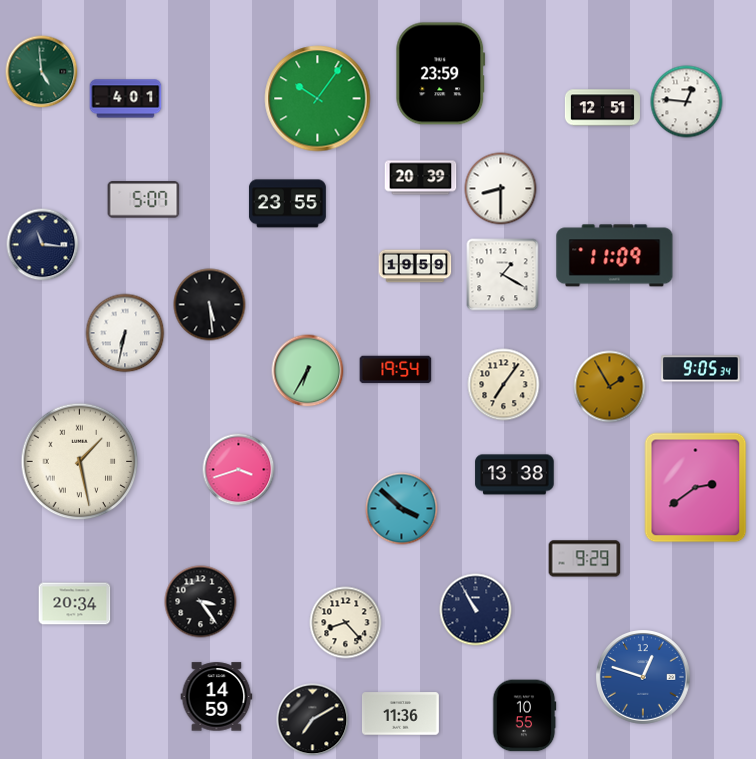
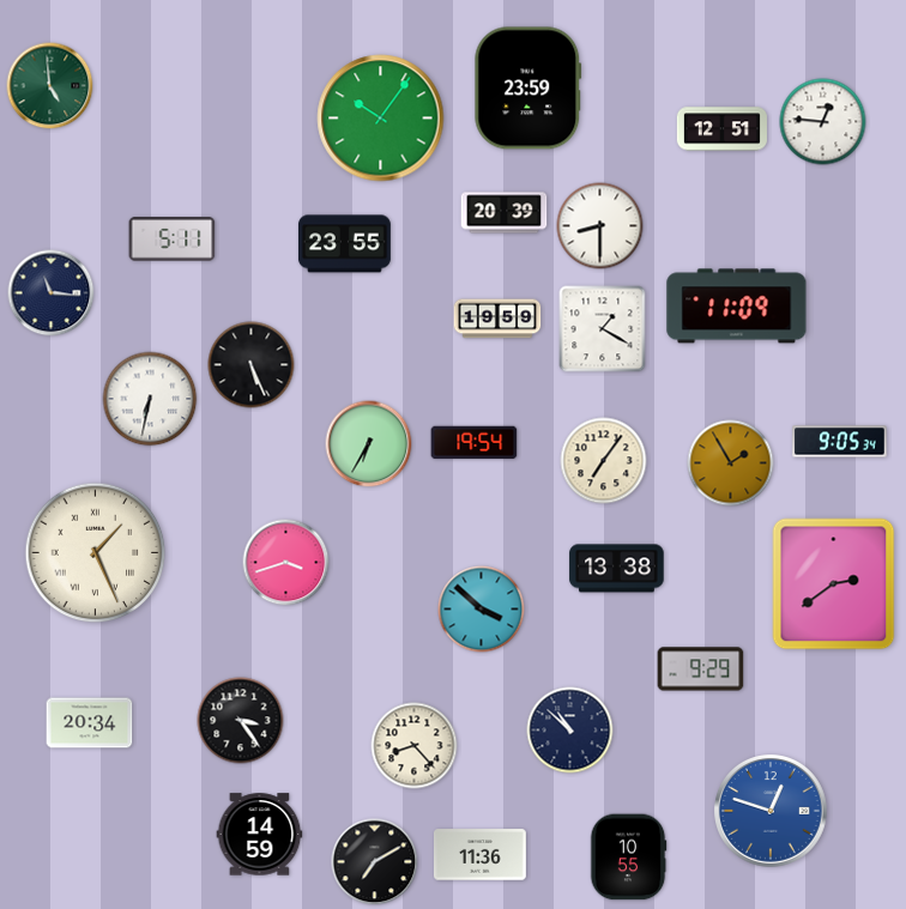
clock at (126, 99): 4:01 -> none
clock at (144, 200): 5:07 -> 5:11
clock at (210, 305): 5:29 -> 5:26
clock at (80, 462): 1:28 -> 1:26
clock at (476, 610): 10:55 -> 10:52
